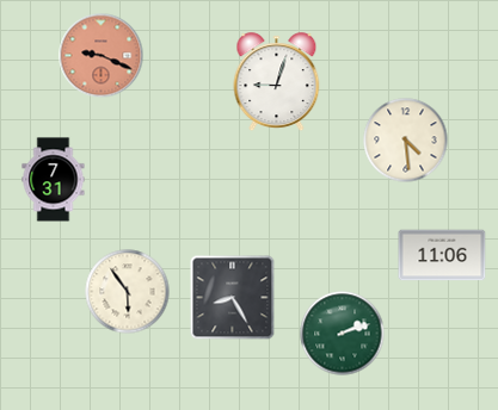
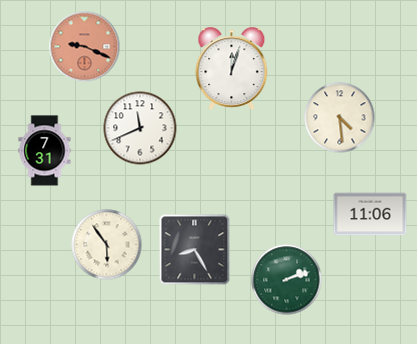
clock at (277, 82): 9:03 -> 12:03
clock at (140, 128): none -> 11:41
